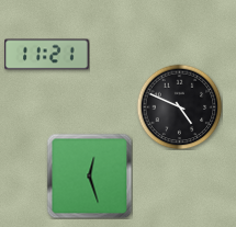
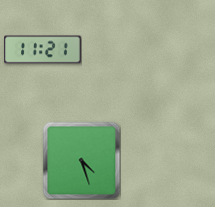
clock at (179, 106): 4:49 -> none
clock at (89, 175): 12:27 -> 4:27
